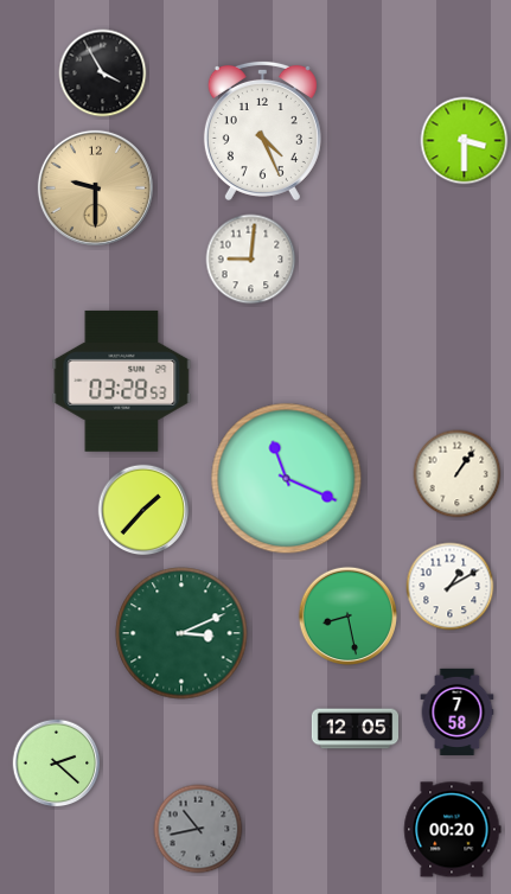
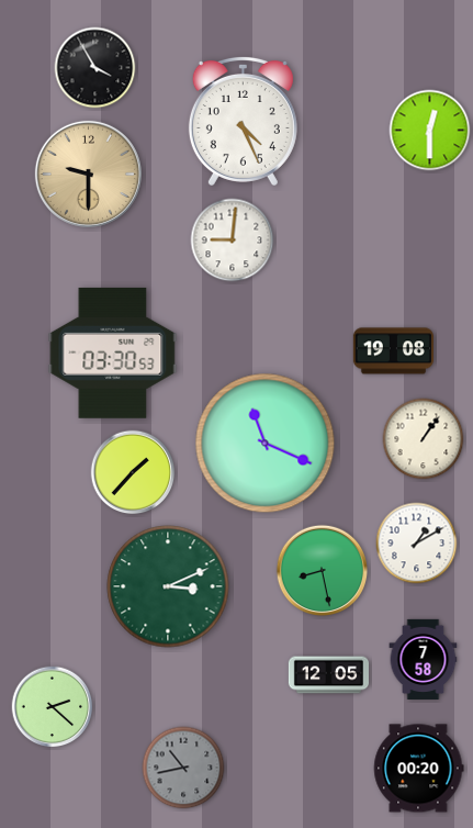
clock at (465, 141): 3:30 -> 12:30
clock at (393, 351): none -> 19:08
clock at (122, 381): 03:28 -> 03:30
